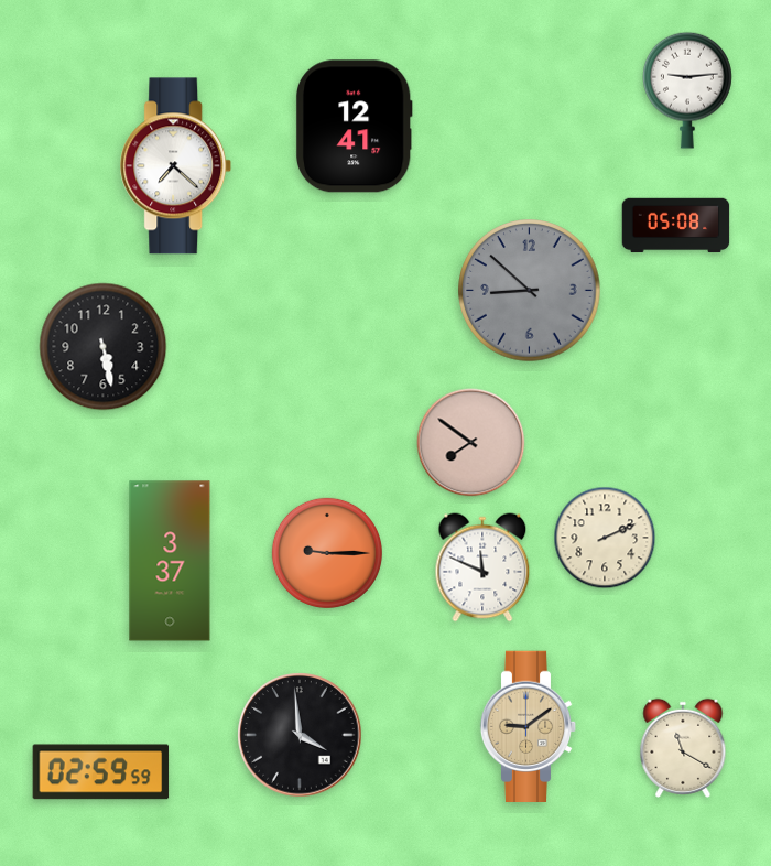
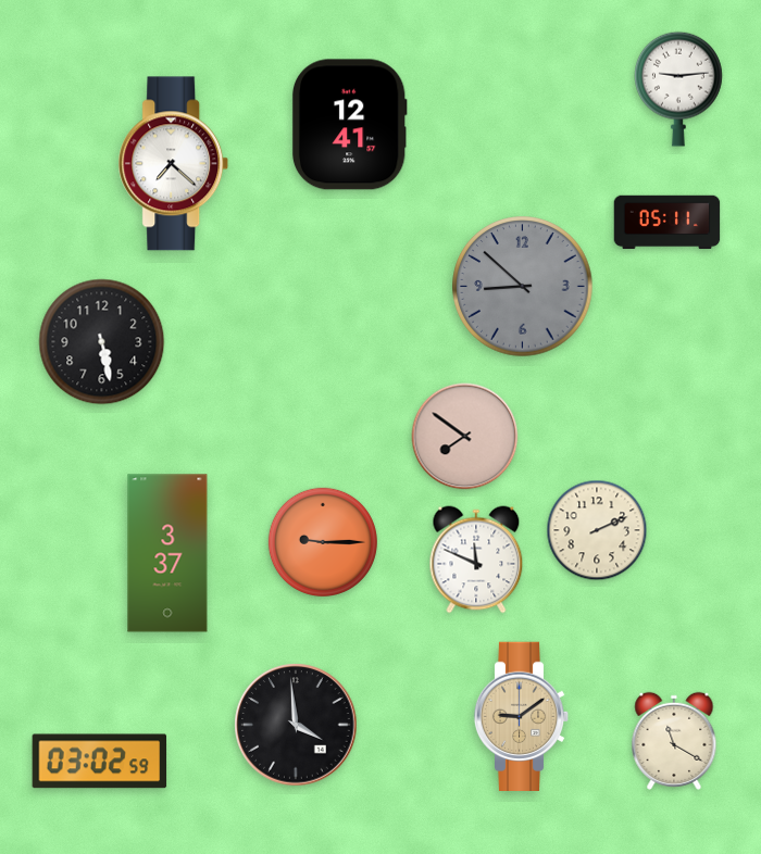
clock at (676, 226): 05:08 -> 05:11
clock at (327, 553) position: (327, 553) -> (323, 542)
clock at (683, 748) position: (683, 748) -> (674, 741)
clock at (101, 772): 02:59 -> 03:02
